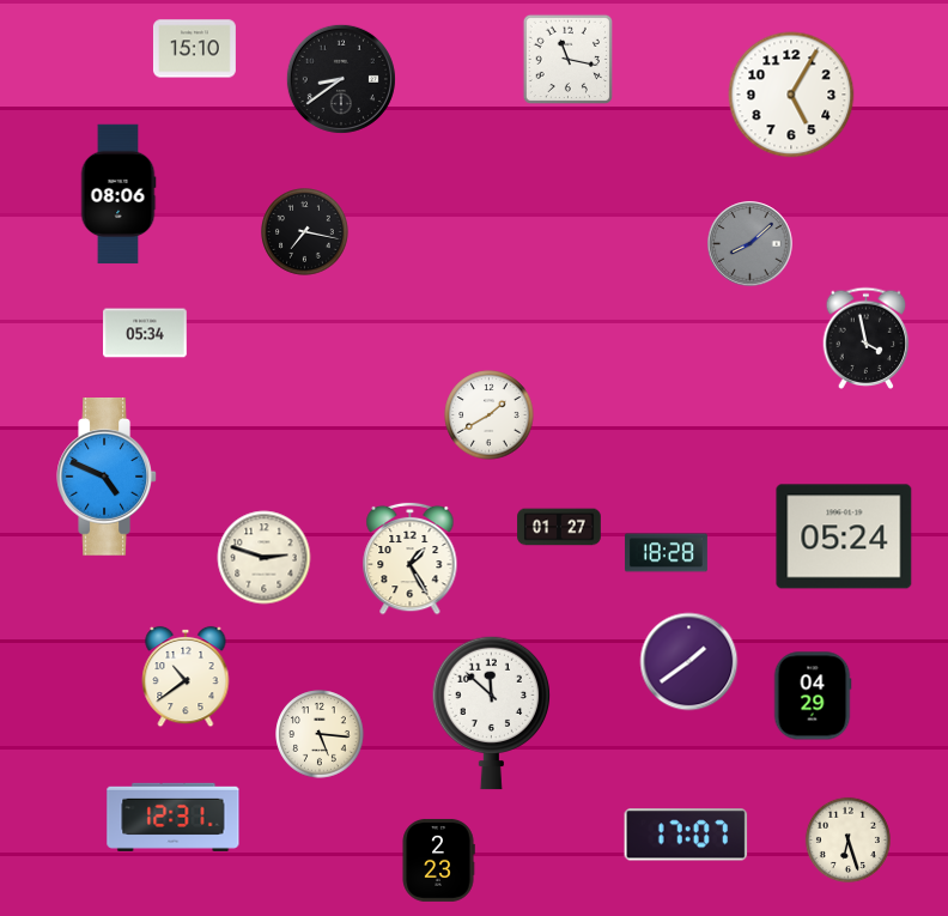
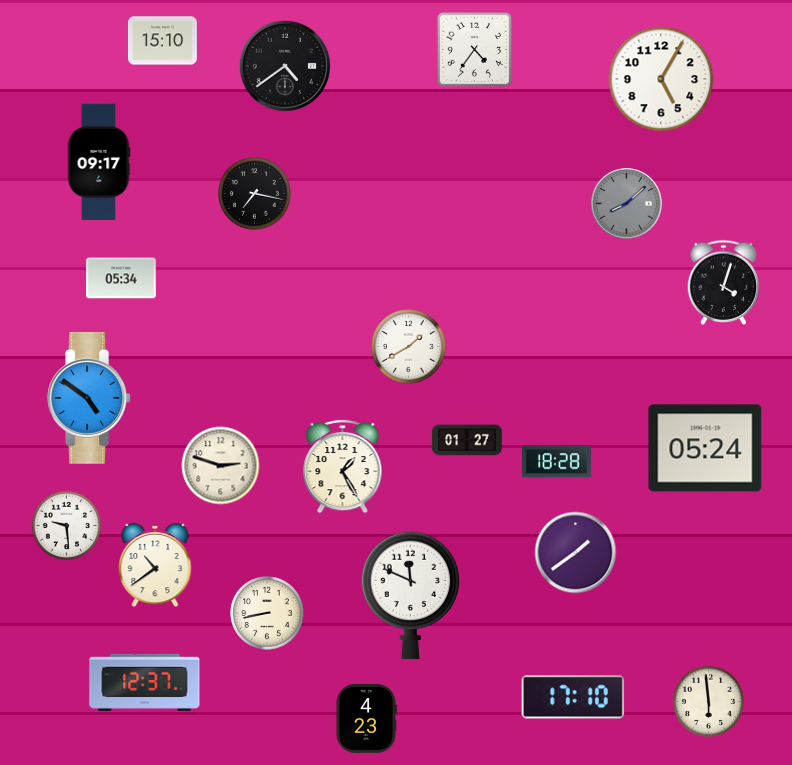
clock at (567, 59): 11:17 -> 4:36
clock at (341, 79): 8:39 -> 4:39
clock at (118, 194): 08:06 -> 09:17
clock at (867, 338): 3:58 -> 4:03
clock at (107, 478): 4:49 -> 4:51
clock at (67, 526): none -> 9:29
clock at (813, 696): 04:29 -> none
clock at (492, 712): 11:52 -> 11:49
clock at (320, 734): 5:16 -> 8:43
clock at (174, 817): 12:31 -> 12:37
clock at (686, 835): 17:07 -> 17:10
clock at (847, 839): 6:27 -> 5:59
clock at (438, 860): 2:23 -> 4:23
